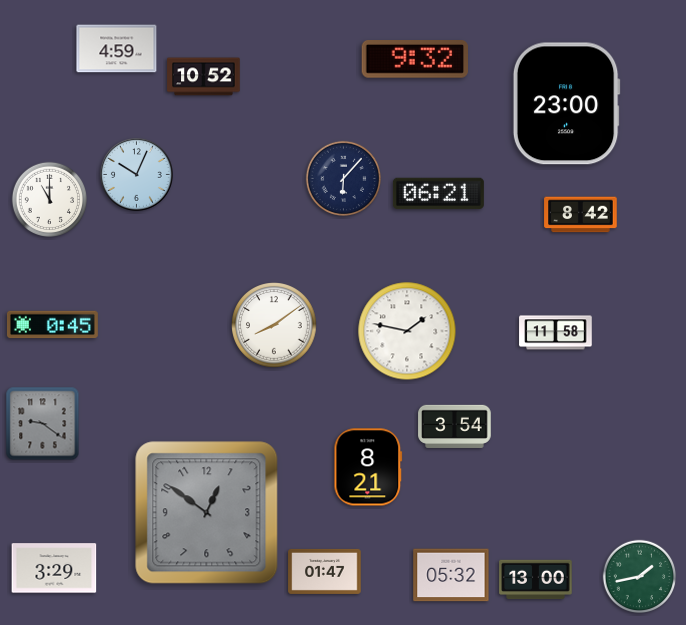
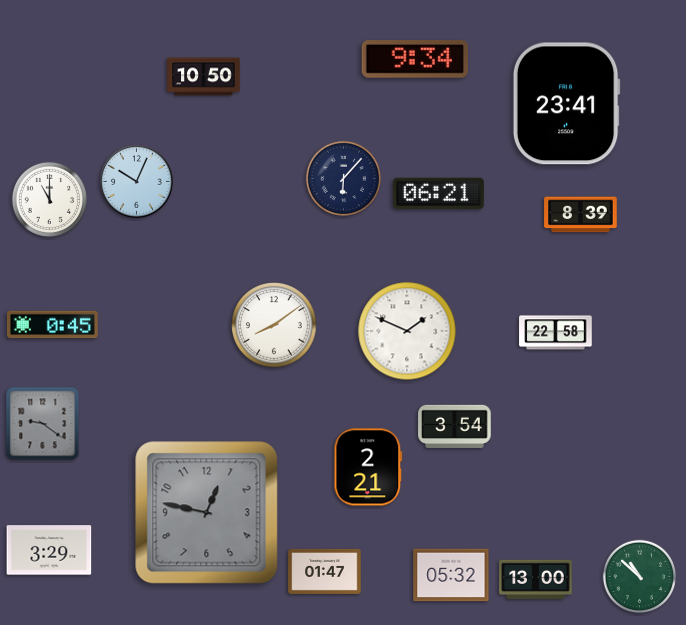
clock at (117, 49): 4:59 -> none
clock at (415, 60): 9:32 -> 9:34
clock at (204, 77): 10:52 -> 10:50
clock at (566, 104): 23:00 -> 23:41
clock at (137, 175) position: (137, 175) -> (137, 182)
clock at (581, 215): 8:42 -> 8:39
clock at (407, 331): 1:47 -> 1:49
clock at (556, 333): 11:58 -> 22:58
clock at (368, 467): 8:21 -> 2:21
clock at (207, 513): 12:51 -> 12:47
clock at (54, 568) position: (54, 568) -> (49, 550)
clock at (640, 577): 1:43 -> 10:52
